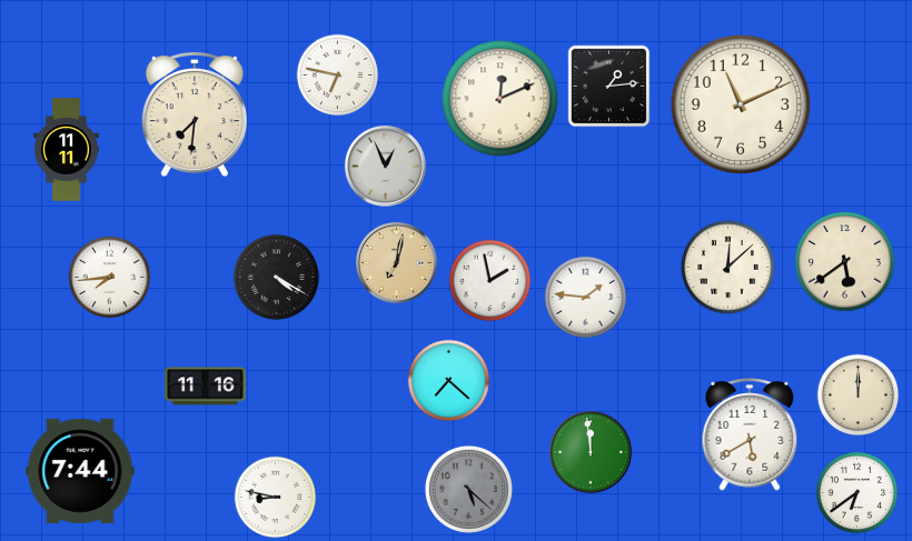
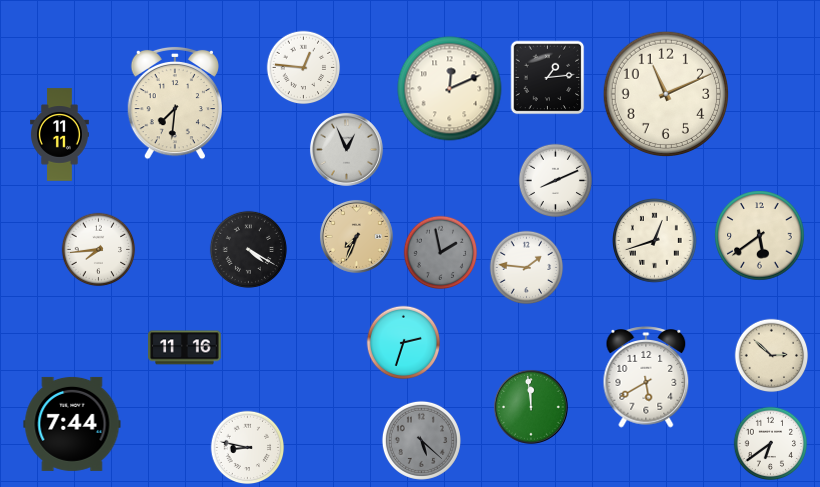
clock at (338, 76): 6:47 -> 12:46
clock at (556, 181): none -> 8:11
clock at (396, 262): 7:02 -> 7:34
clock at (728, 268): 12:08 -> 12:42
clock at (490, 281) dial: white -> grey
clock at (449, 381): 7:22 -> 2:33
clock at (859, 395): 12:00 -> 2:52
clock at (750, 434) position: (750, 434) -> (646, 377)
